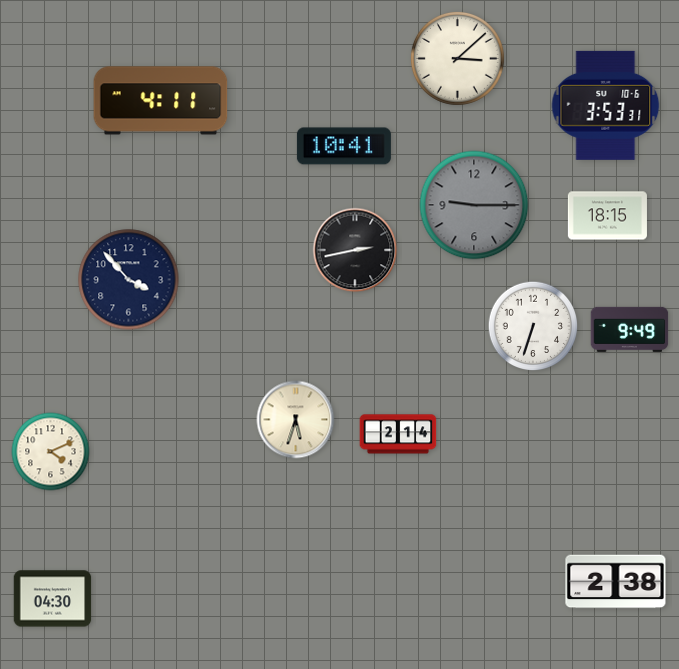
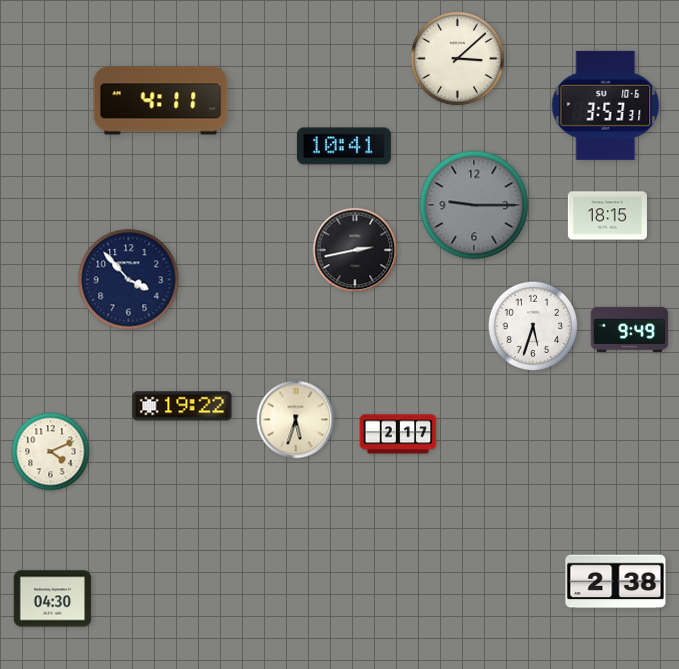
clock at (533, 326): 6:33 -> 5:33
clock at (182, 406): none -> 19:22
clock at (398, 434): 2:14 -> 2:17
